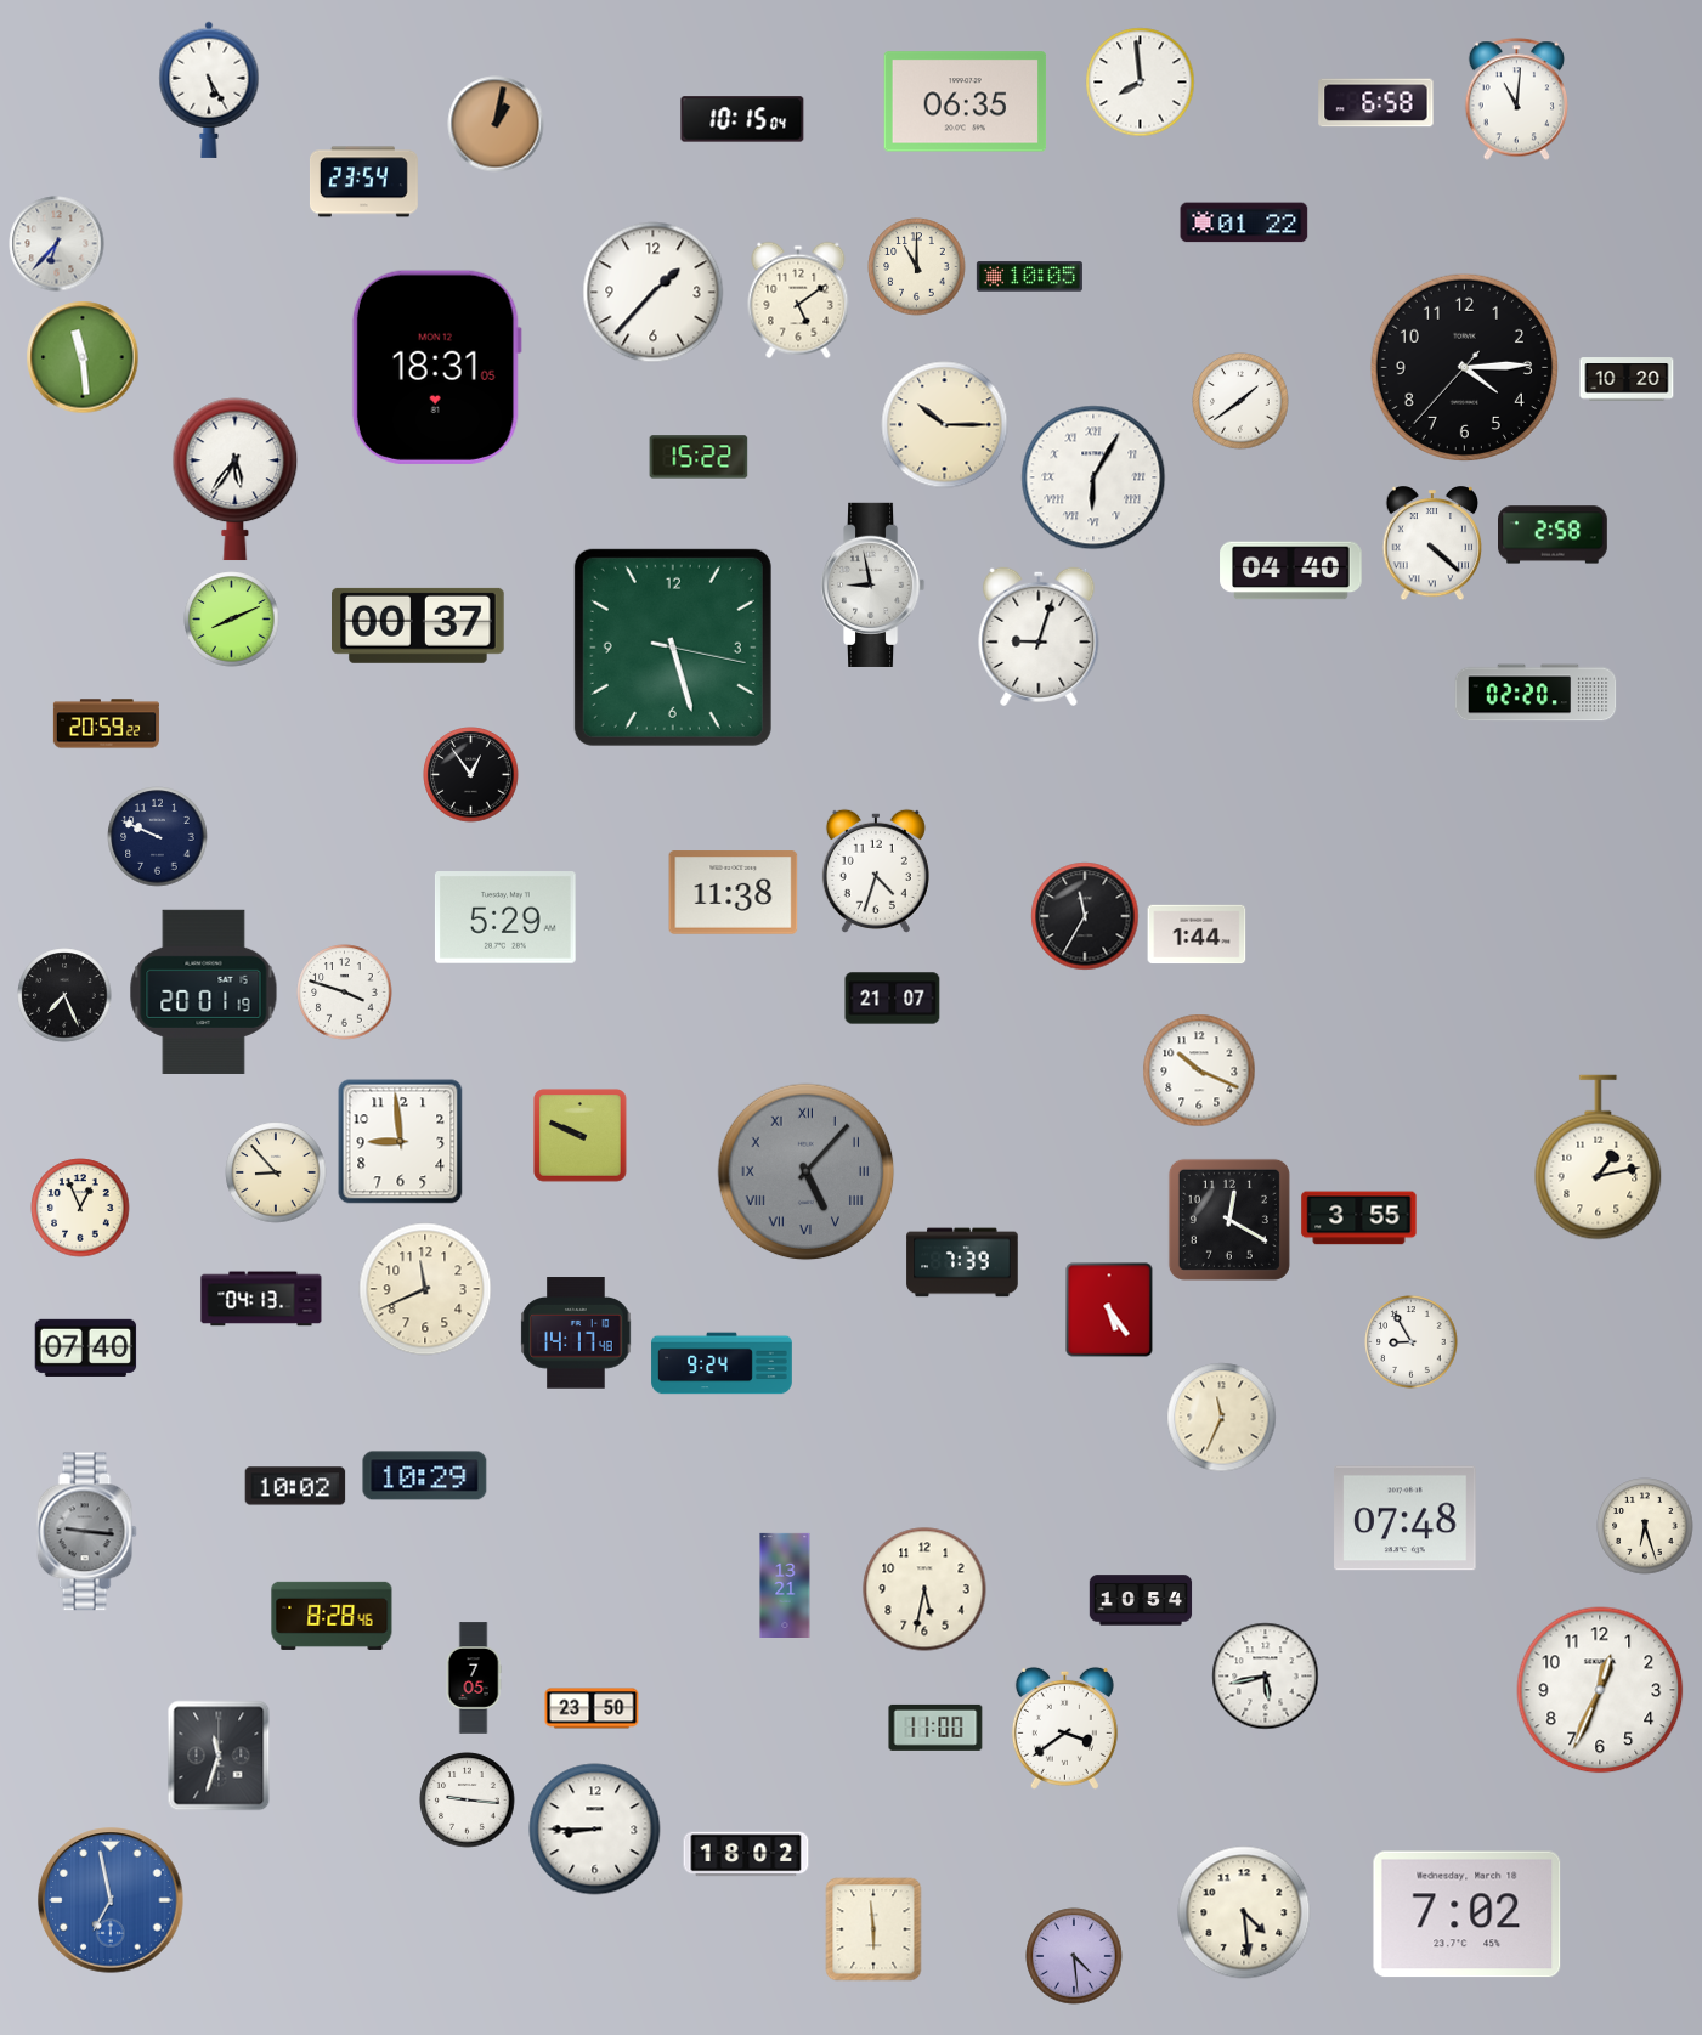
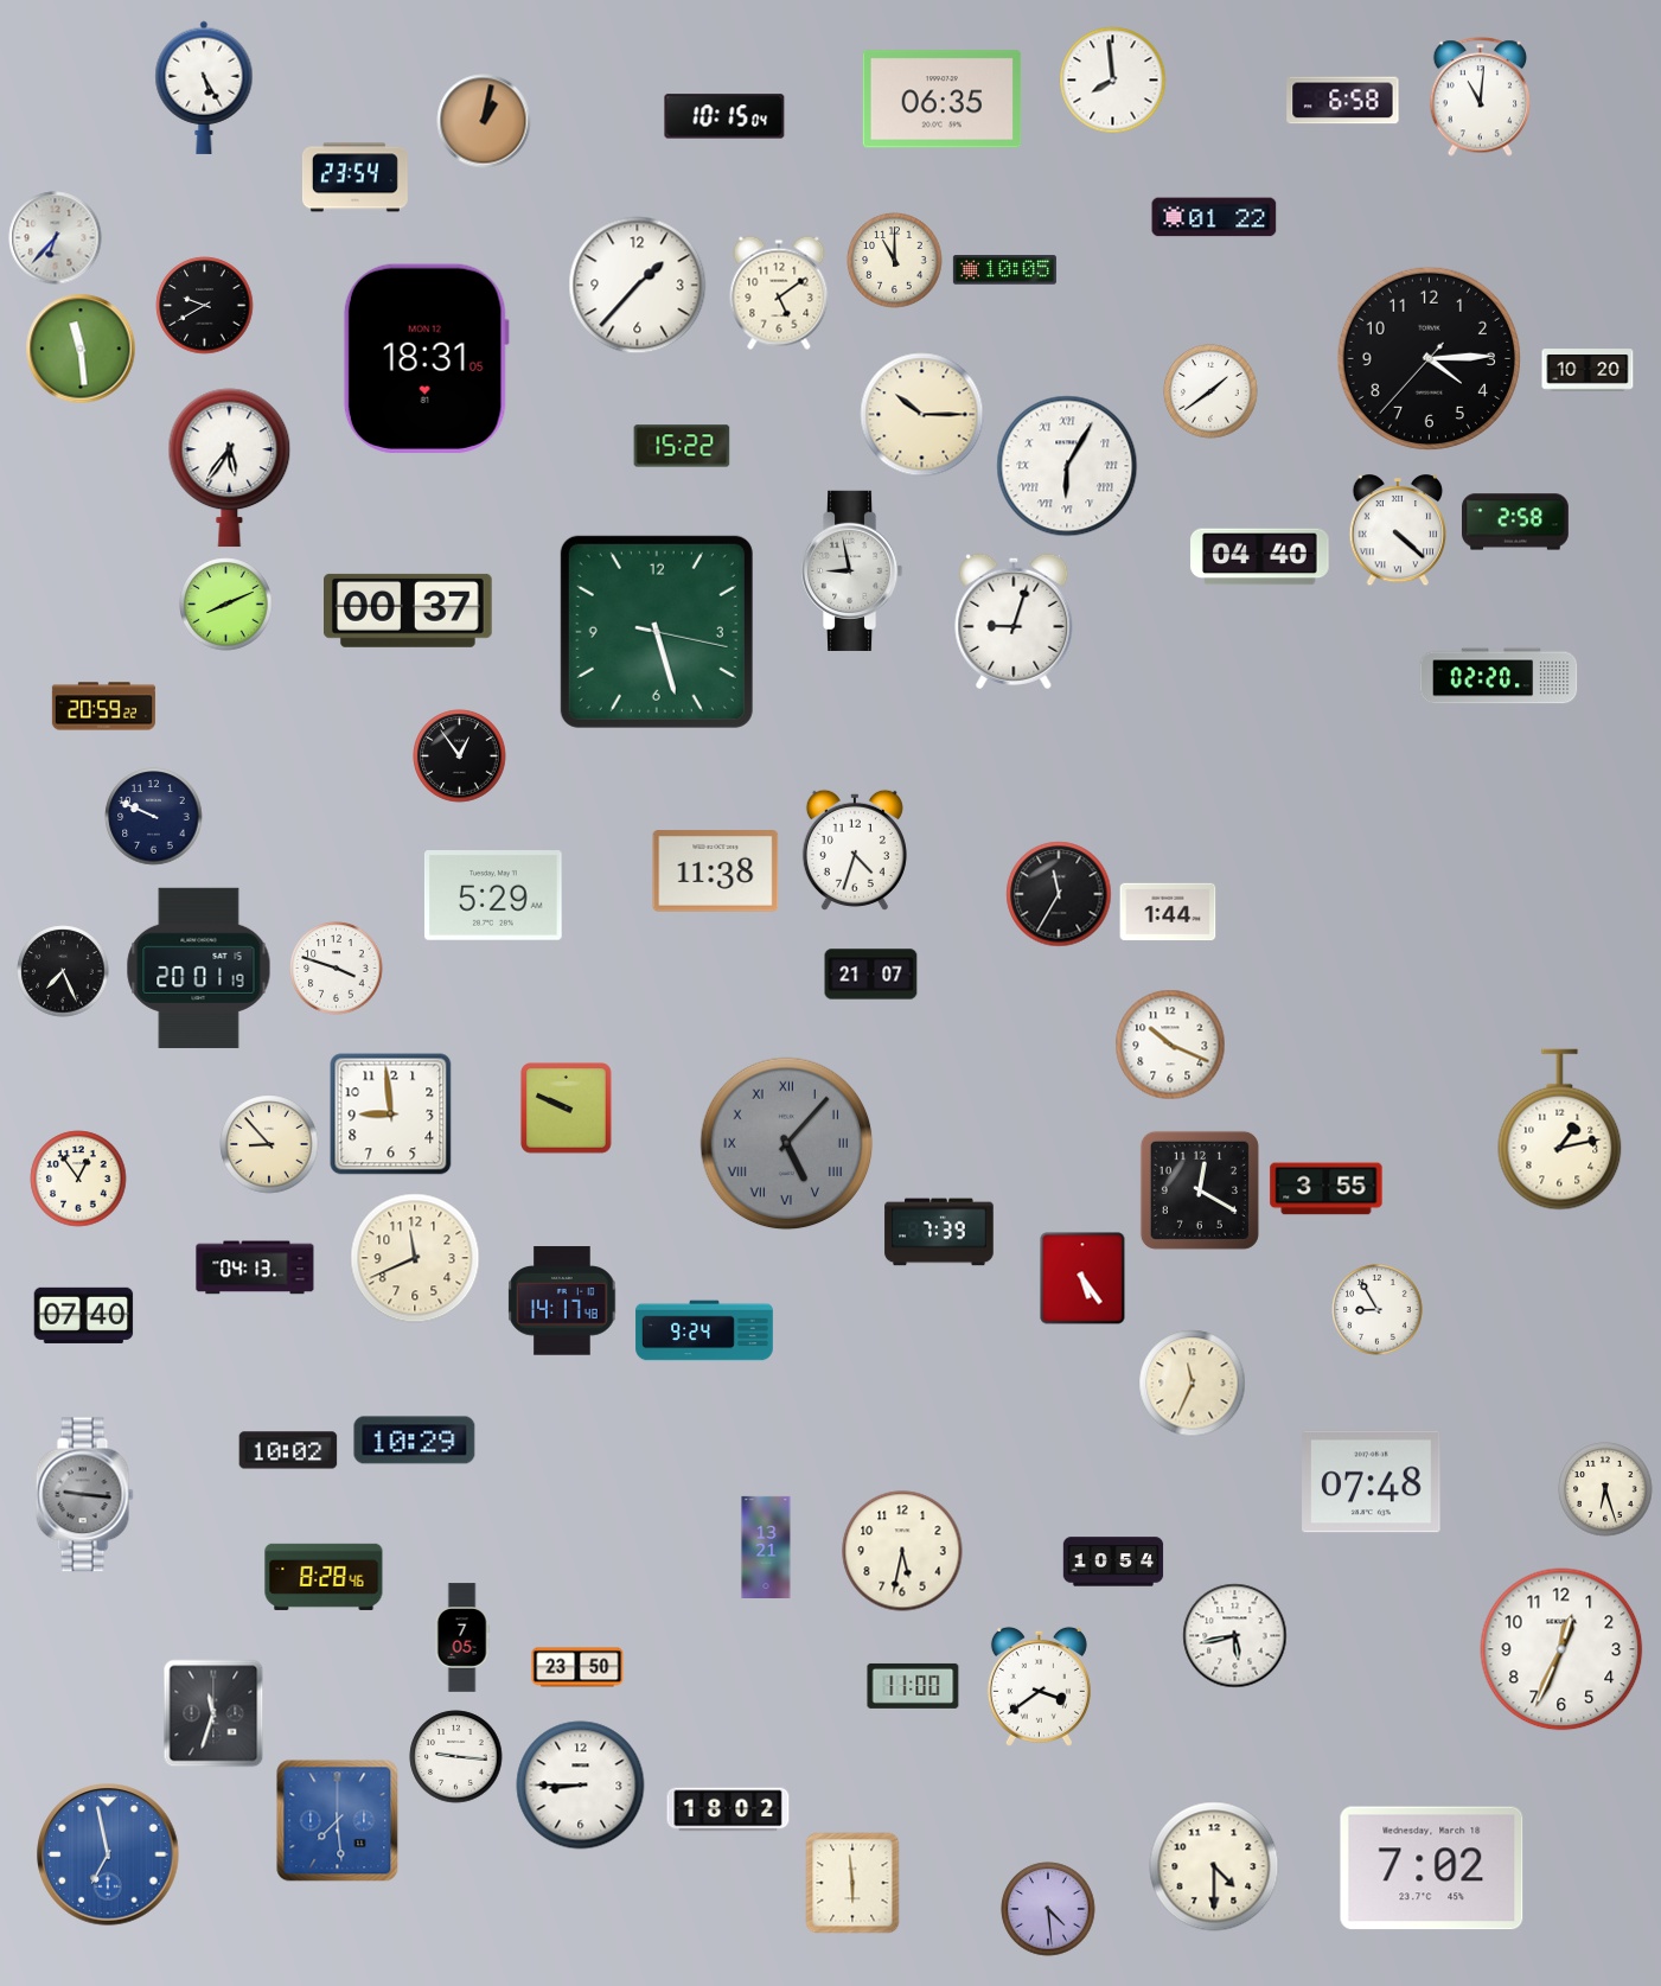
clock at (205, 306): none -> 9:40
clock at (80, 1208): 12:56 -> 12:54
clock at (338, 1821): none -> 7:29
clock at (1244, 1912): 4:29 -> 4:30
